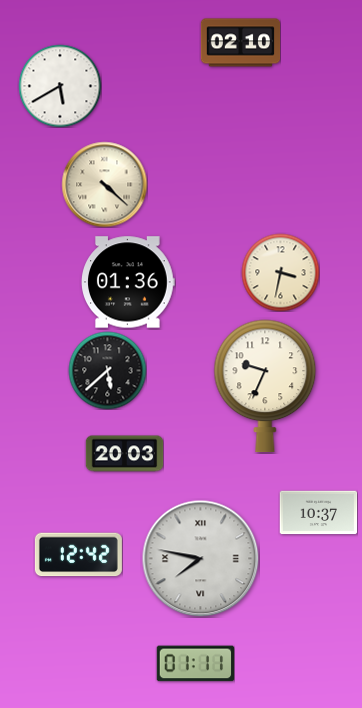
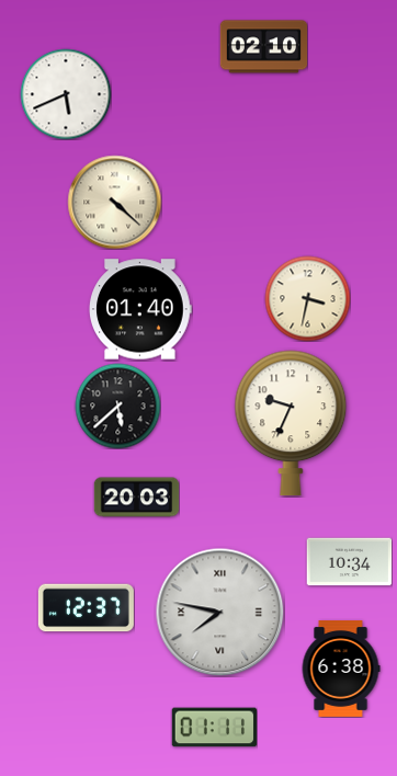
clock at (60, 86): 5:40 -> 5:41
clock at (129, 282): 01:36 -> 01:40
clock at (318, 513): 10:37 -> 10:34
clock at (78, 555): 12:42 -> 12:37
clock at (341, 669): none -> 6:38
